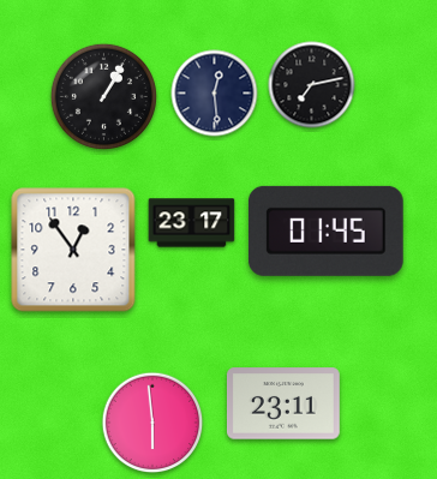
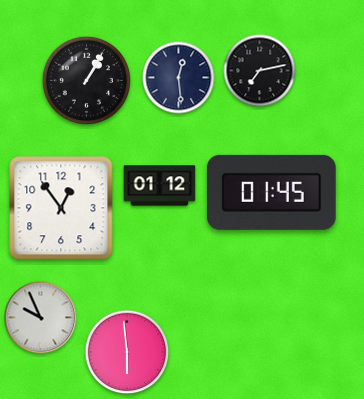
clock at (192, 223): 23:17 -> 01:12
clock at (41, 318): none -> 9:56
clock at (283, 403): 23:11 -> none
